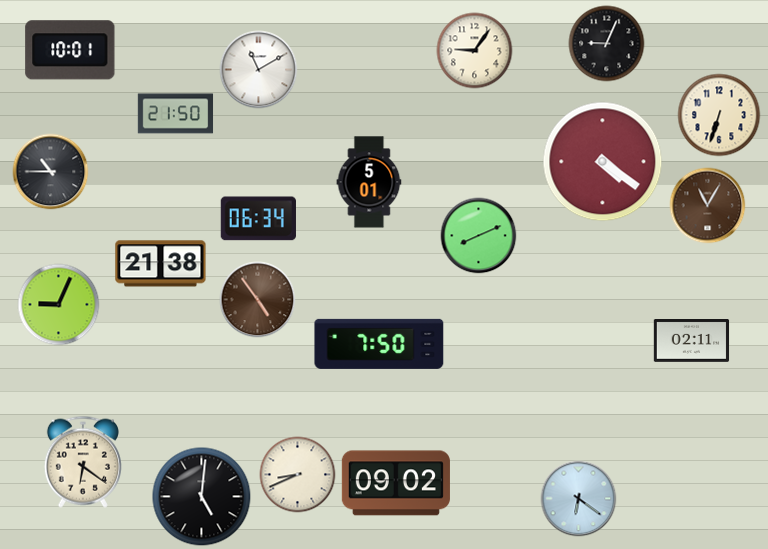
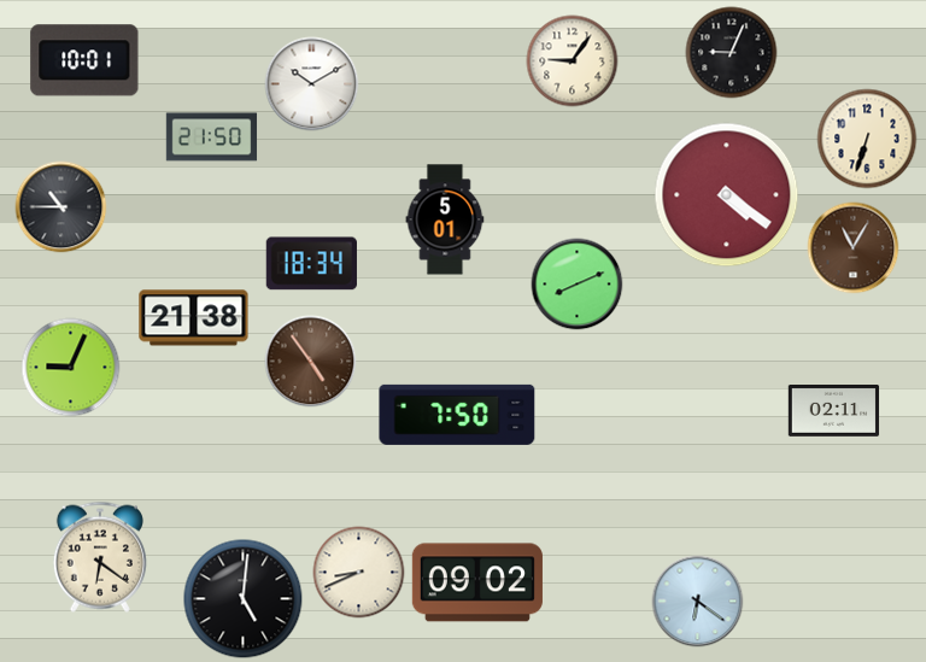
clock at (259, 70): 11:10 -> 10:10
clock at (258, 219): 06:34 -> 18:34
